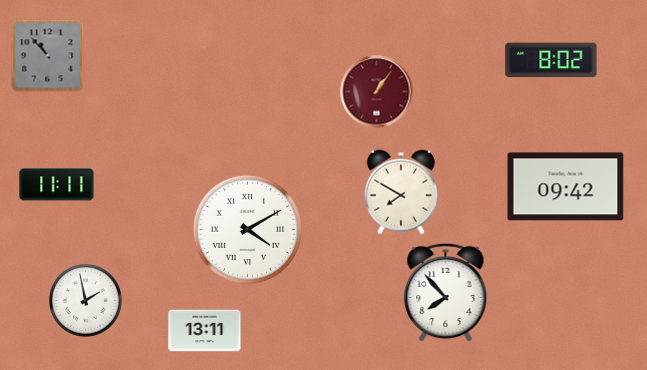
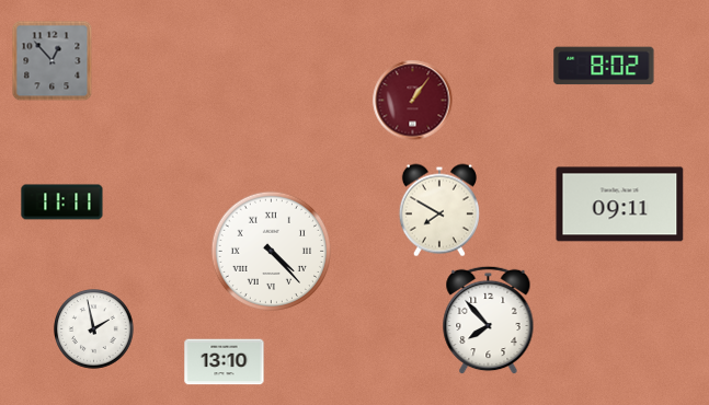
clock at (48, 56): 10:53 -> 12:53
clock at (566, 187): 09:42 -> 09:11
clock at (247, 229): 4:10 -> 4:23
clock at (205, 331): 13:11 -> 13:10
